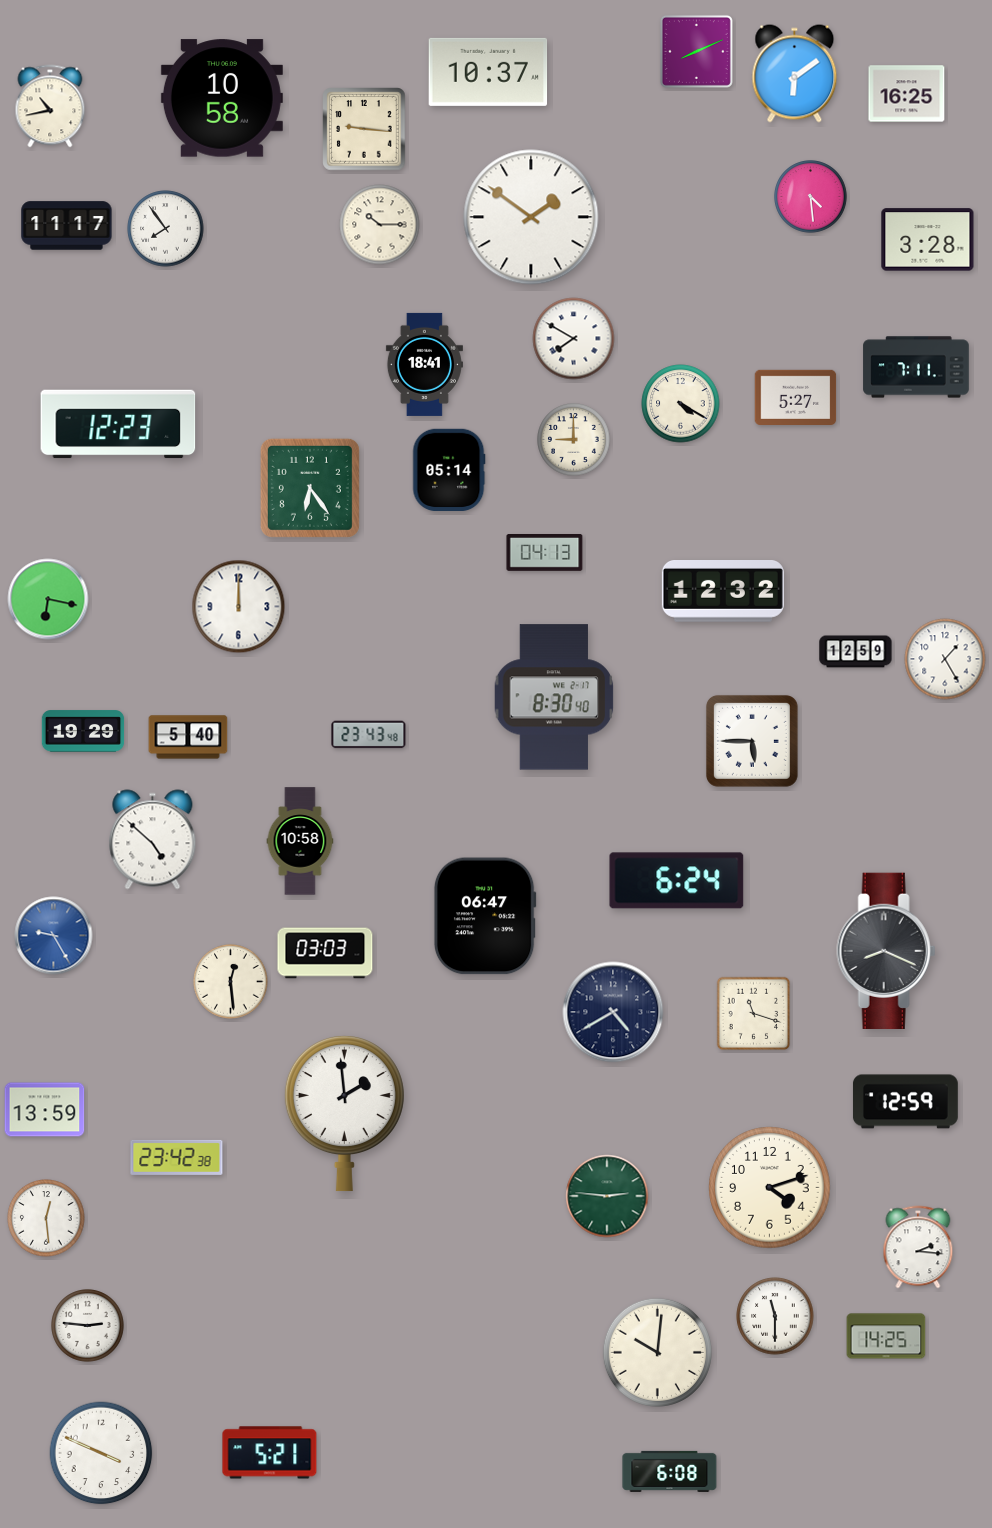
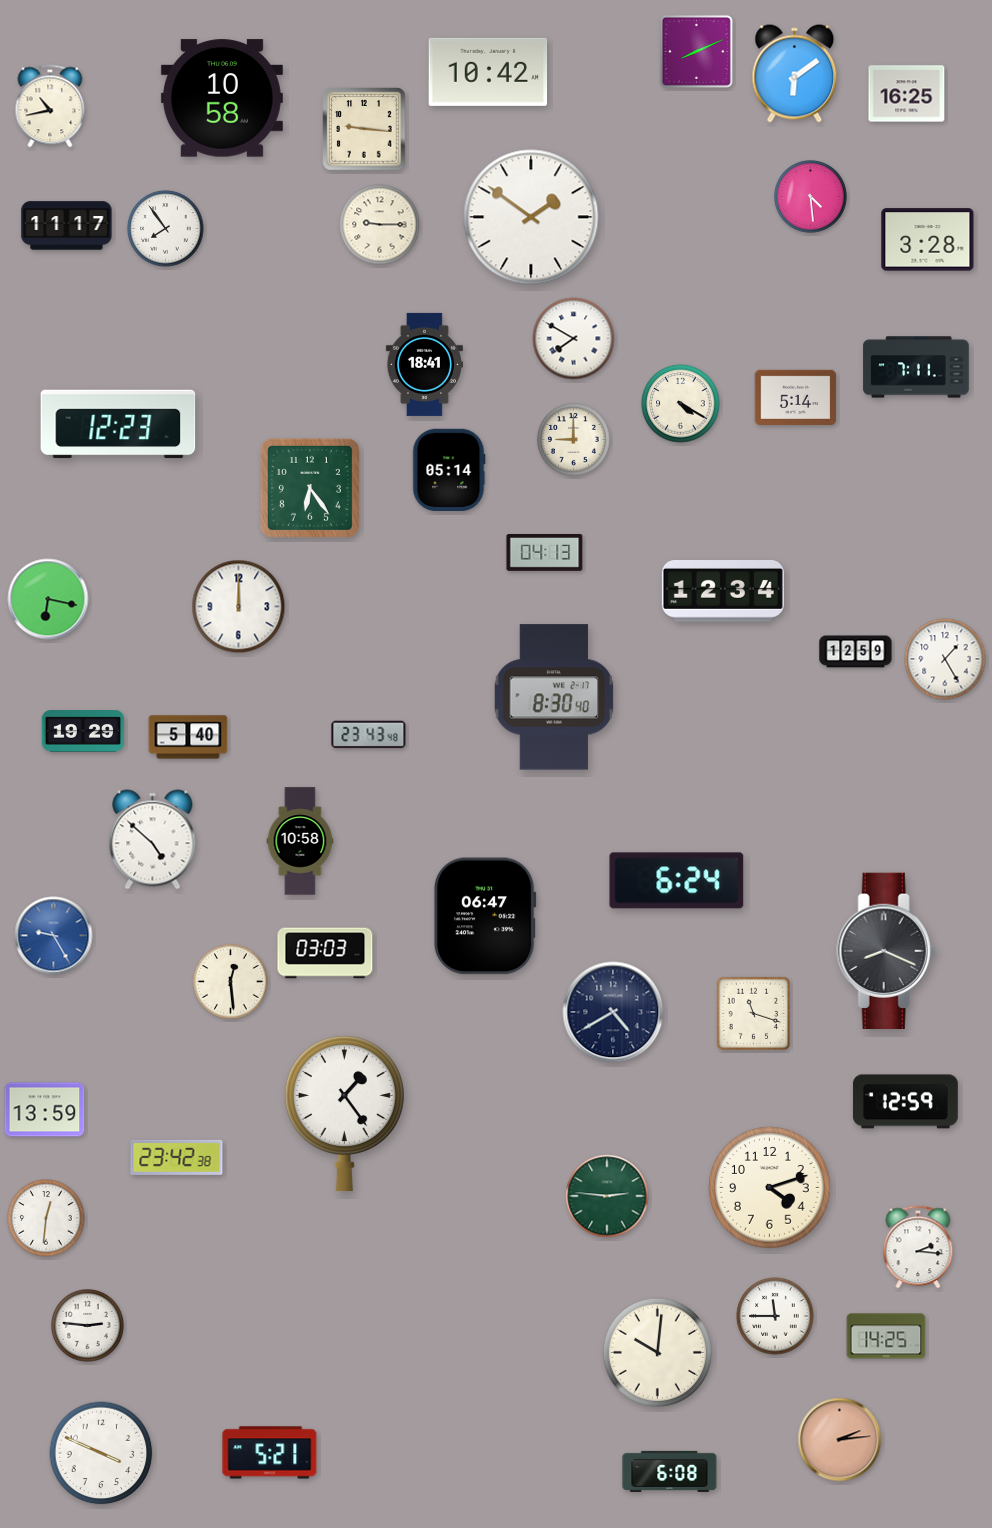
clock at (488, 72): 10:37 -> 10:42
clock at (380, 225): 10:15 -> 9:15
clock at (796, 397): 5:27 -> 5:14
clock at (723, 592): 12:32 -> 12:34
clock at (752, 741): 5:45 -> none
clock at (344, 1113): 1:59 -> 1:24
clock at (46, 1218): 12:29 -> 12:31
clock at (775, 1316): 11:30 -> 11:45
clock at (840, 1440): none -> 2:14
